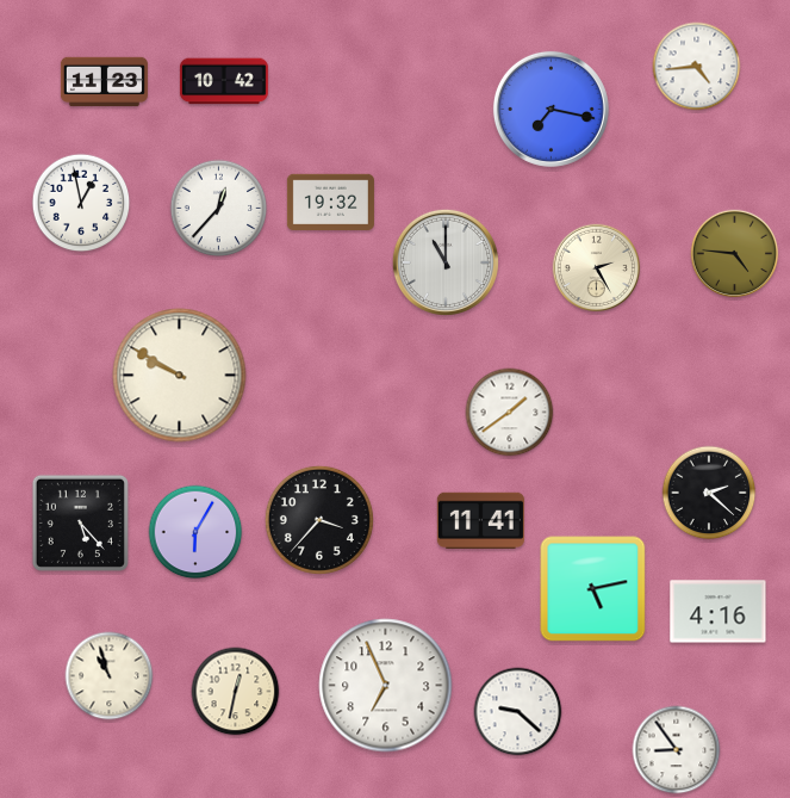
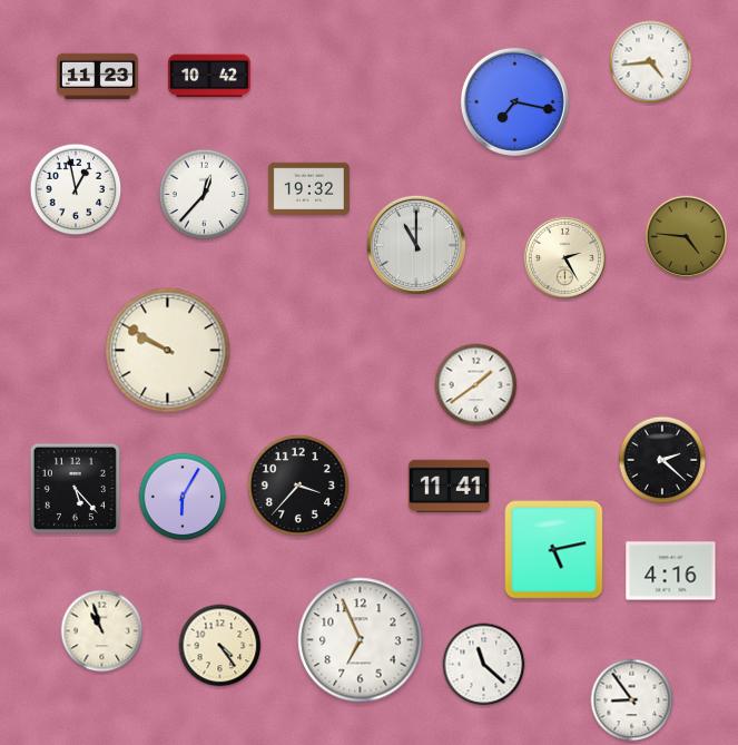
clock at (597, 268) position: (597, 268) -> (565, 258)
clock at (236, 692): 12:32 -> 4:24
clock at (518, 712): 9:22 -> 11:22
